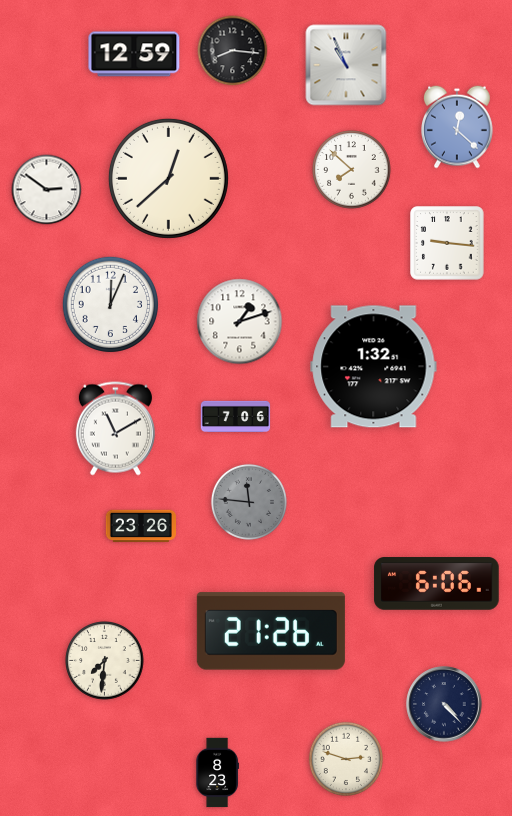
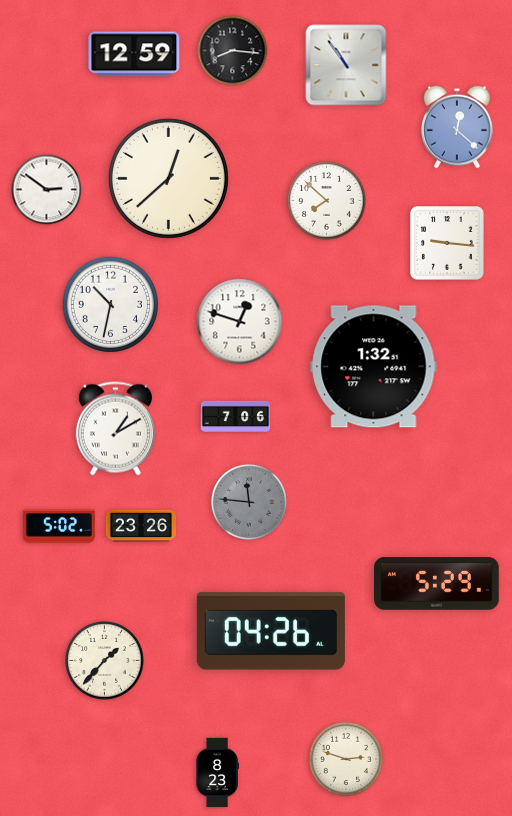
clock at (346, 65): 10:56 -> 10:54
clock at (352, 170) position: (352, 170) -> (327, 201)
clock at (110, 304): 12:04 -> 10:32
clock at (240, 322): 1:12 -> 12:48
clock at (115, 429): 11:10 -> 1:10
clock at (60, 526): none -> 5:02
clock at (437, 584): 6:06 -> 5:29
clock at (271, 631): 21:26 -> 04:26
clock at (105, 661): 7:31 -> 1:37
clock at (444, 704): 4:23 -> none
